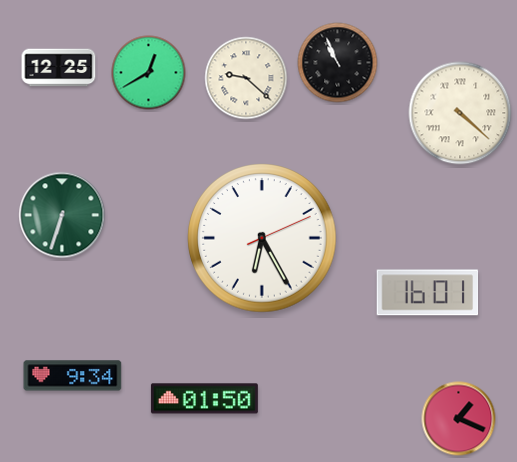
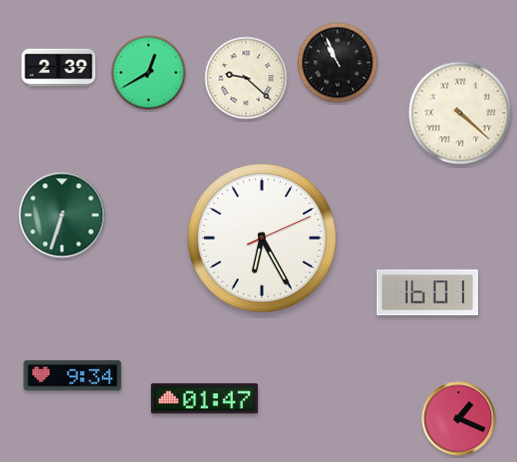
clock at (59, 68): 12:25 -> 2:39
clock at (204, 399): 01:50 -> 01:47
